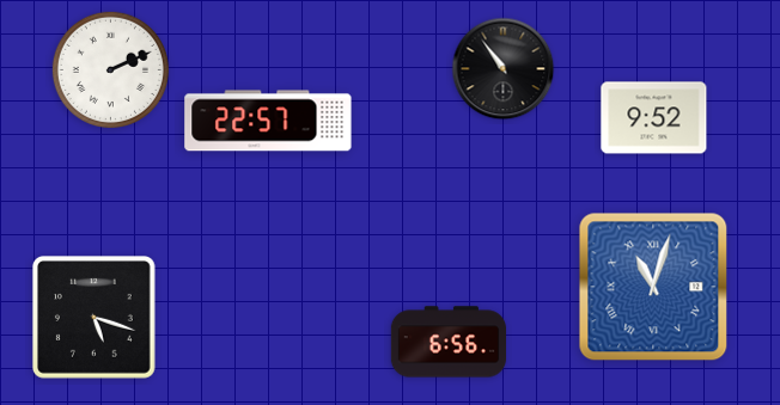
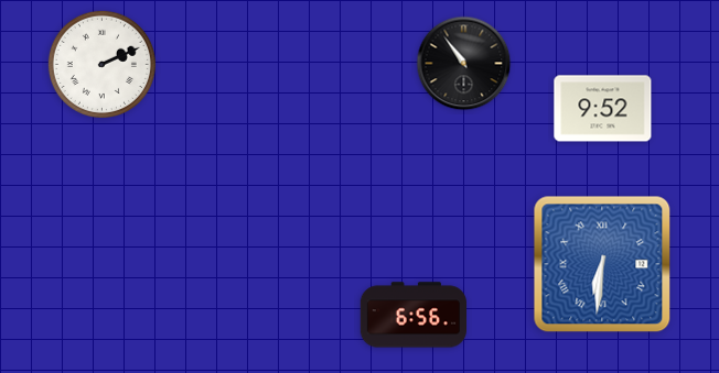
clock at (268, 121): 22:57 -> none
clock at (653, 287): 11:03 -> 6:31
clock at (95, 318): 5:18 -> none
